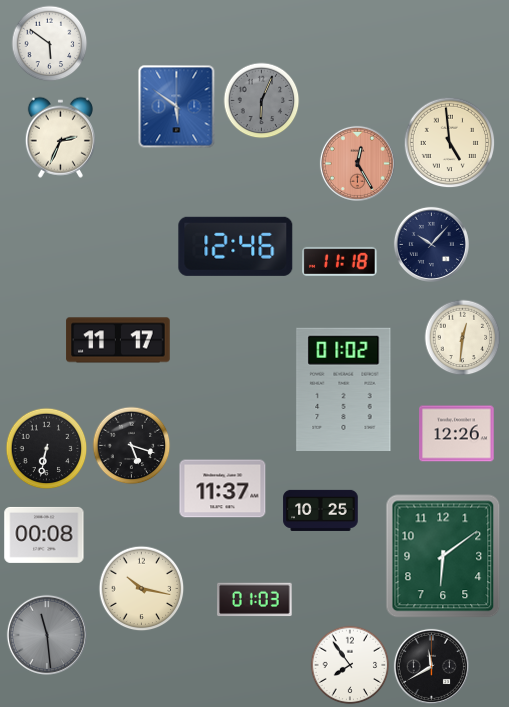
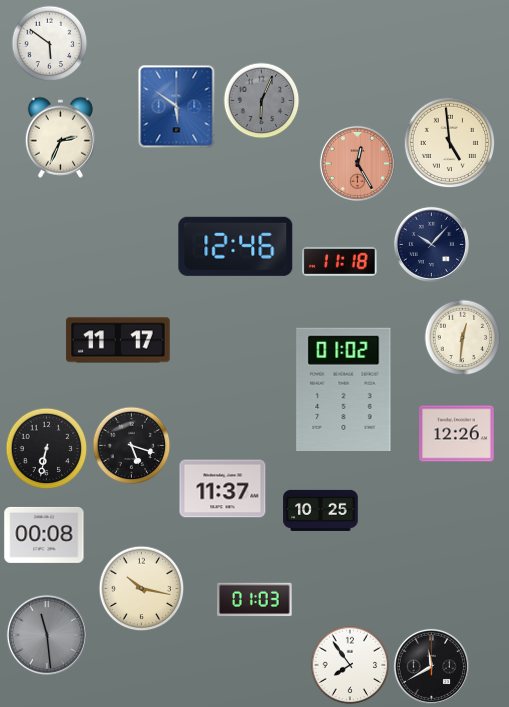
clock at (443, 556): 6:09 -> none
